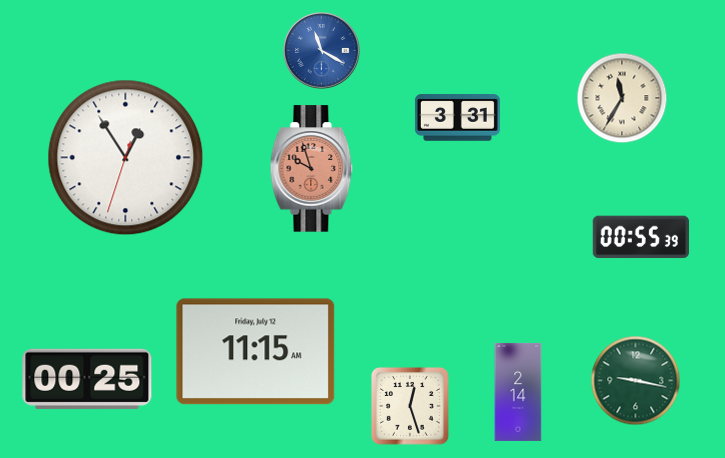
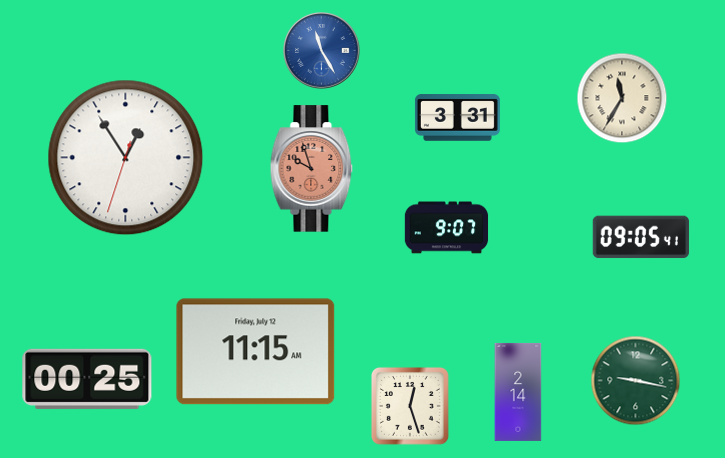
clock at (322, 51): 11:20 -> 11:25
clock at (447, 228): none -> 9:07
clock at (641, 237): 00:55 -> 09:05
